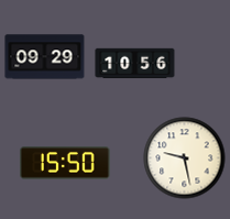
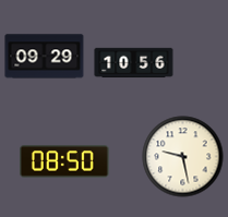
clock at (65, 163): 15:50 -> 08:50
